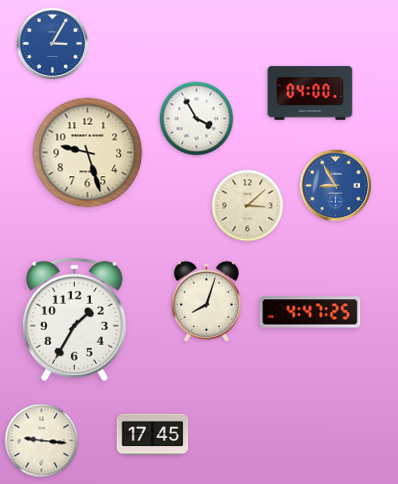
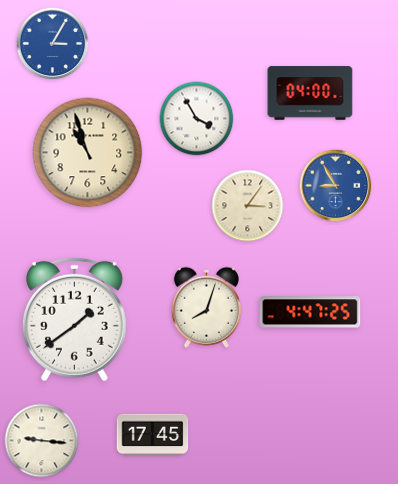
clock at (88, 153): 9:27 -> 10:57
clock at (248, 206): 3:08 -> 3:06
clock at (206, 301) position: (206, 301) -> (206, 307)
clock at (74, 319): 1:35 -> 1:39
